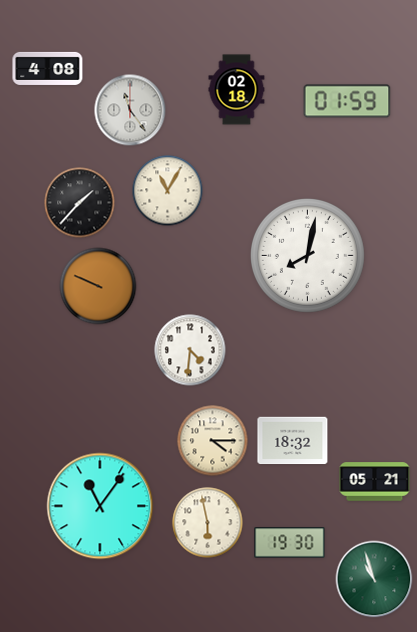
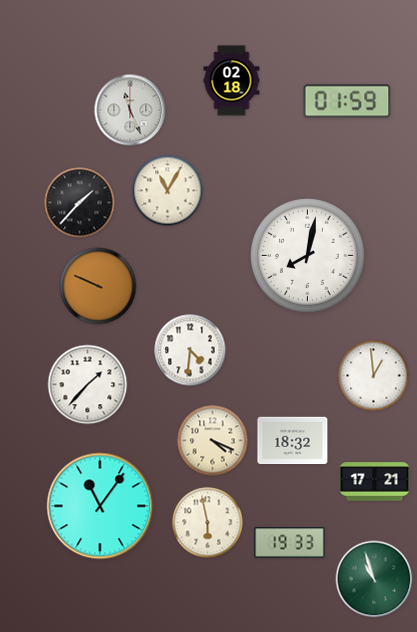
clock at (48, 68): 4:08 -> none
clock at (237, 90) position: (237, 90) -> (232, 81)
clock at (130, 110): 11:24 -> 11:26
clock at (374, 376): none -> 12:59
clock at (88, 385): none -> 1:37
clock at (213, 441): 4:15 -> 4:19
clock at (375, 482): 05:21 -> 17:21
clock at (290, 543): 19:30 -> 19:33
